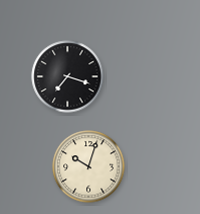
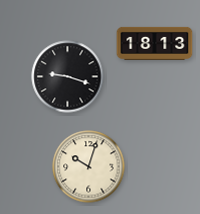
clock at (155, 43): none -> 18:13
clock at (68, 77): 7:18 -> 9:18
